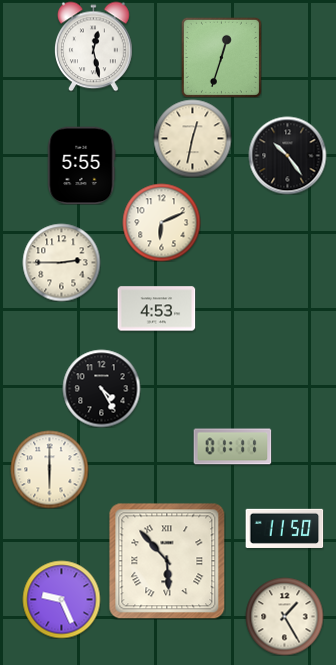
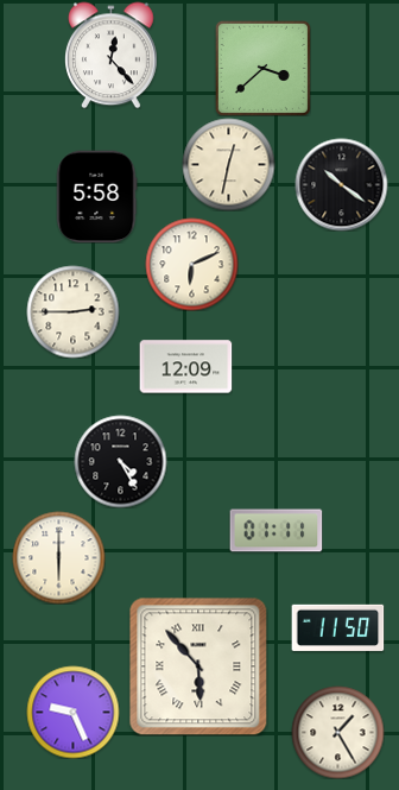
clock at (94, 46): 12:28 -> 12:23
clock at (221, 57): 12:33 -> 3:38
clock at (287, 155): 10:24 -> 10:21
clock at (82, 165): 5:55 -> 5:58
clock at (156, 309): 4:53 -> 12:09
